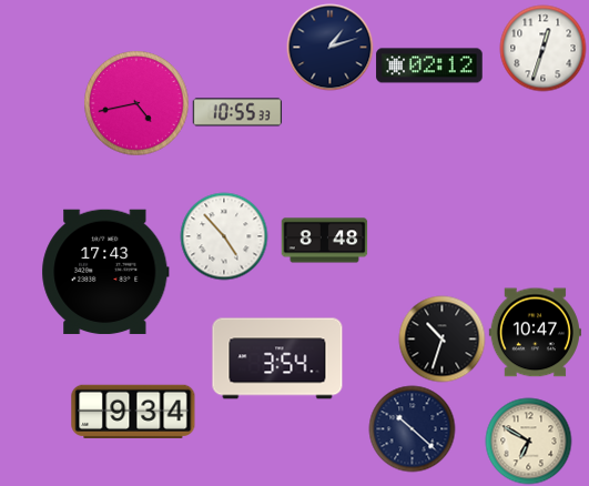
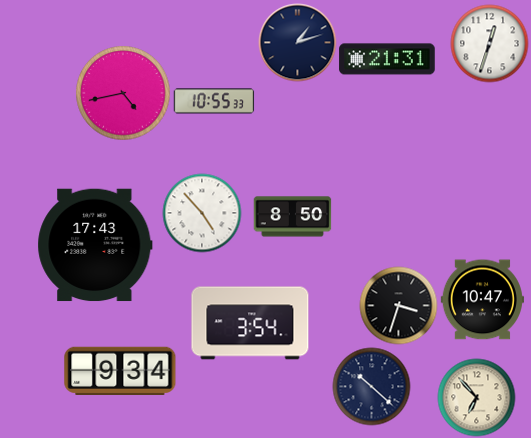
clock at (429, 65): 02:12 -> 21:31
clock at (324, 241): 8:48 -> 8:50
clock at (441, 338): 10:33 -> 3:33
clock at (528, 441): 6:50 -> 6:53
